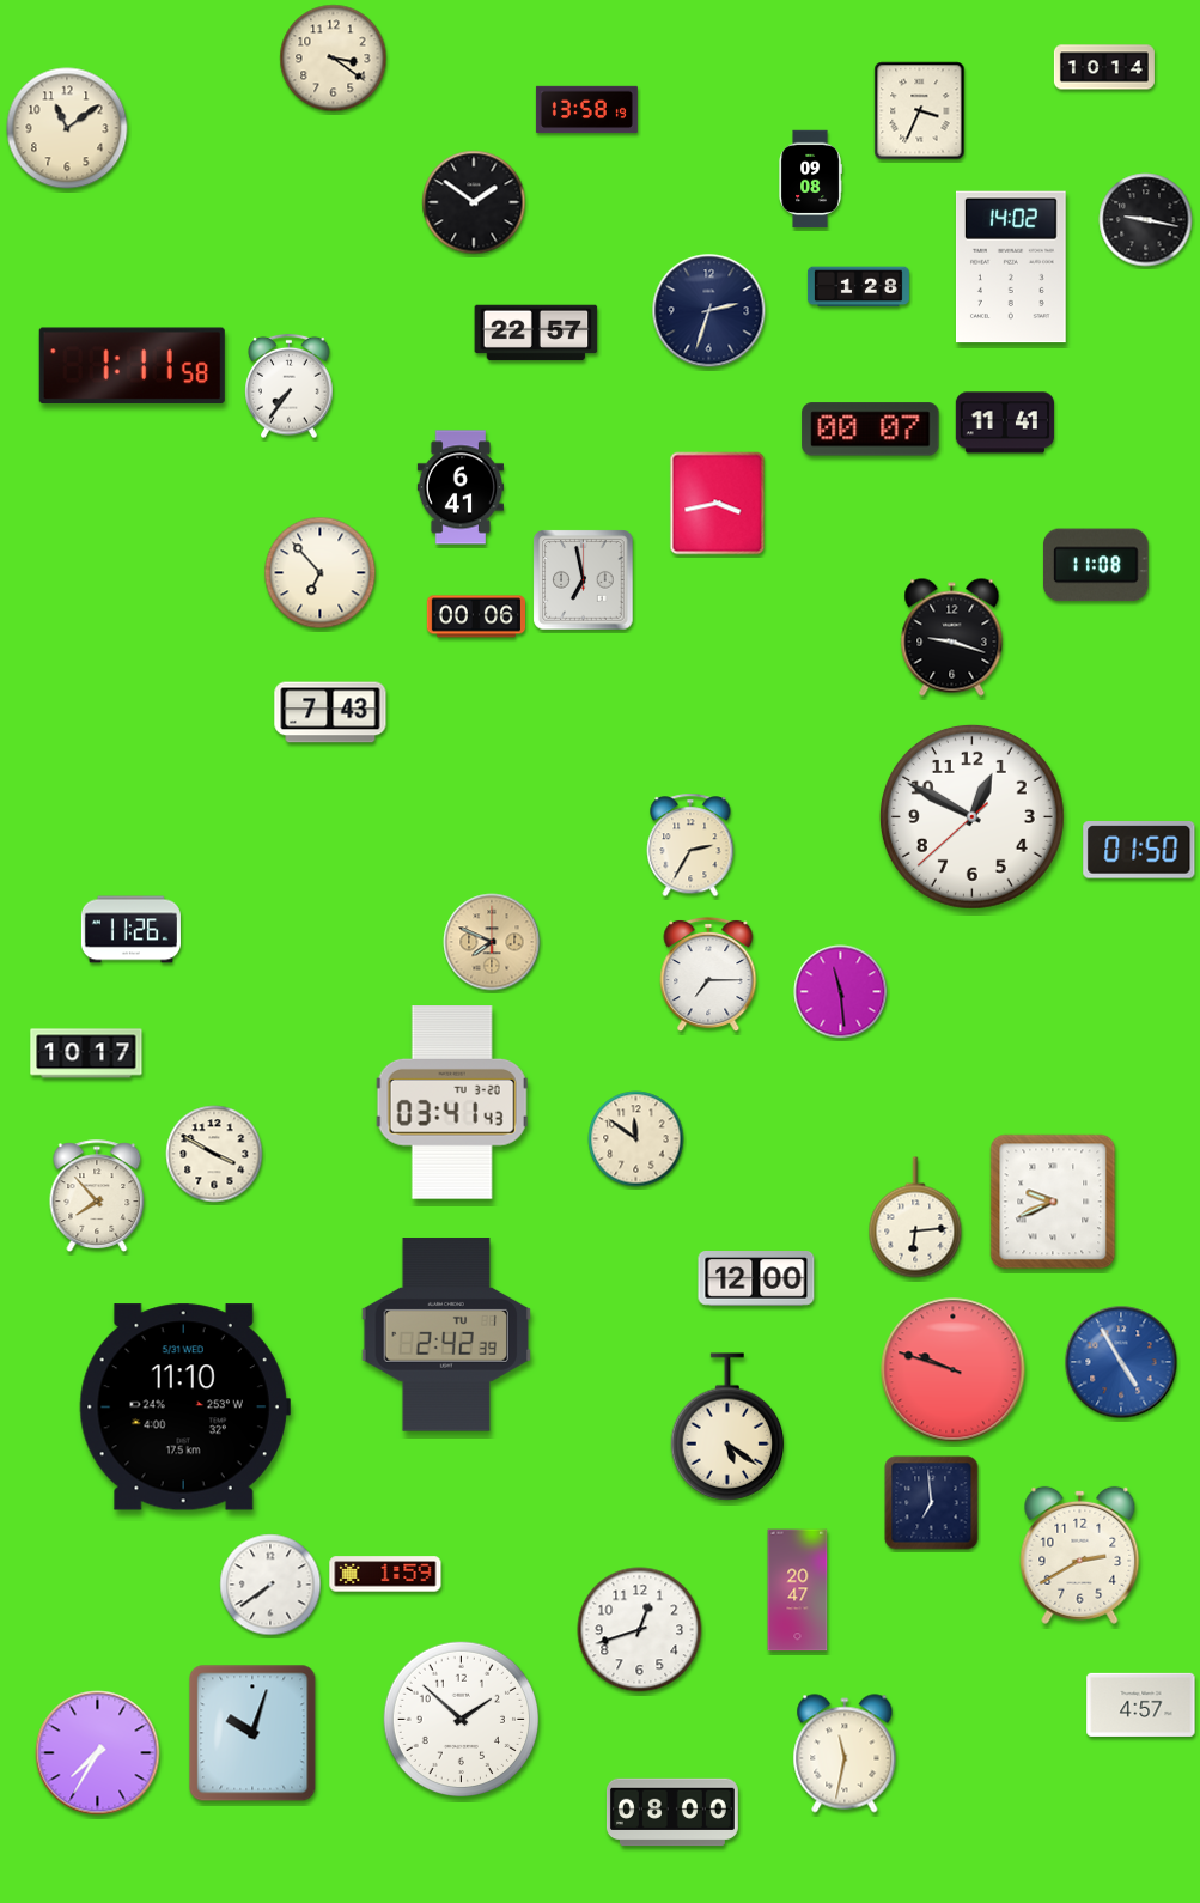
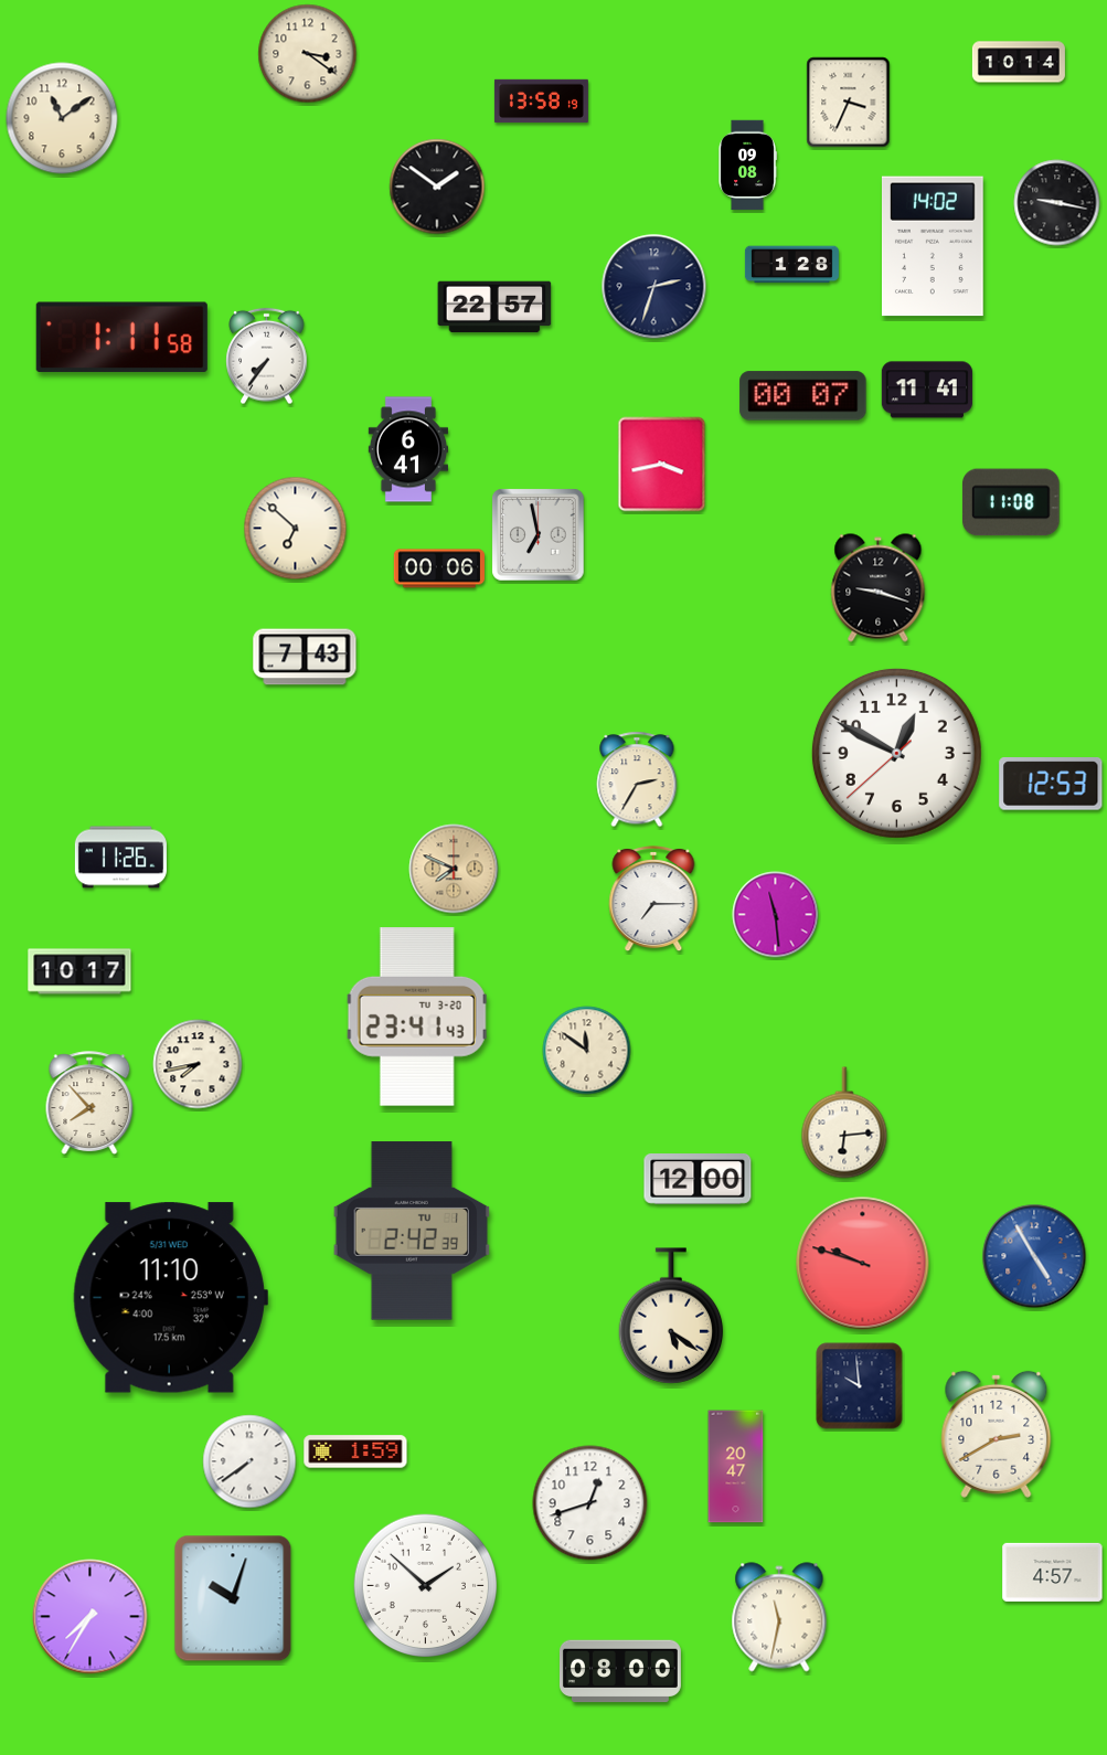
clock at (459, 487) position: (459, 487) -> (407, 449)
clock at (1096, 565) position: (1096, 565) -> (1011, 502)
clock at (321, 573): 6:53 -> 6:52
clock at (1139, 851): 01:50 -> 12:53
clock at (452, 1102): 03:41 -> 23:41
clock at (214, 1154): 3:50 -> 7:43
clock at (1053, 1202): 9:41 -> none
clock at (954, 1370) position: (954, 1370) -> (863, 1264)
clock at (932, 1503): 6:59 -> 9:59
